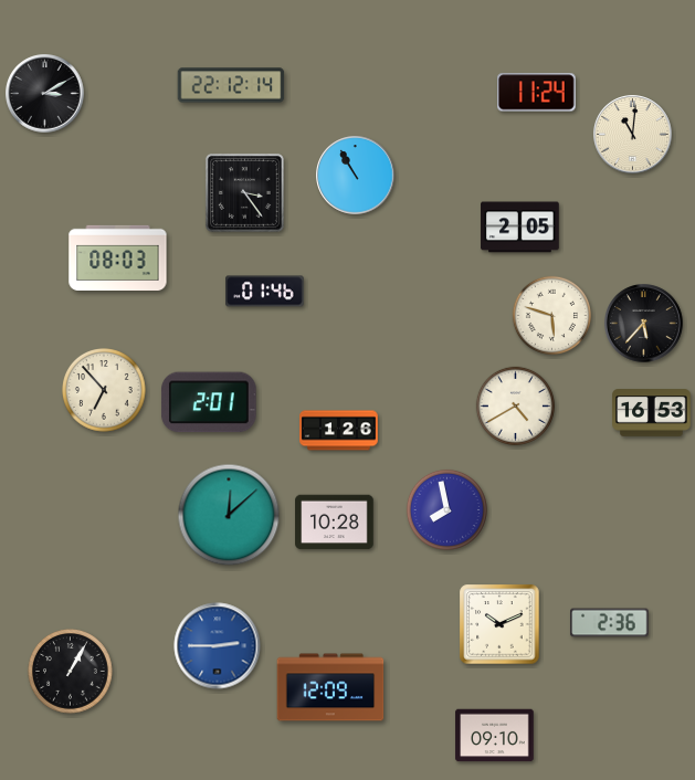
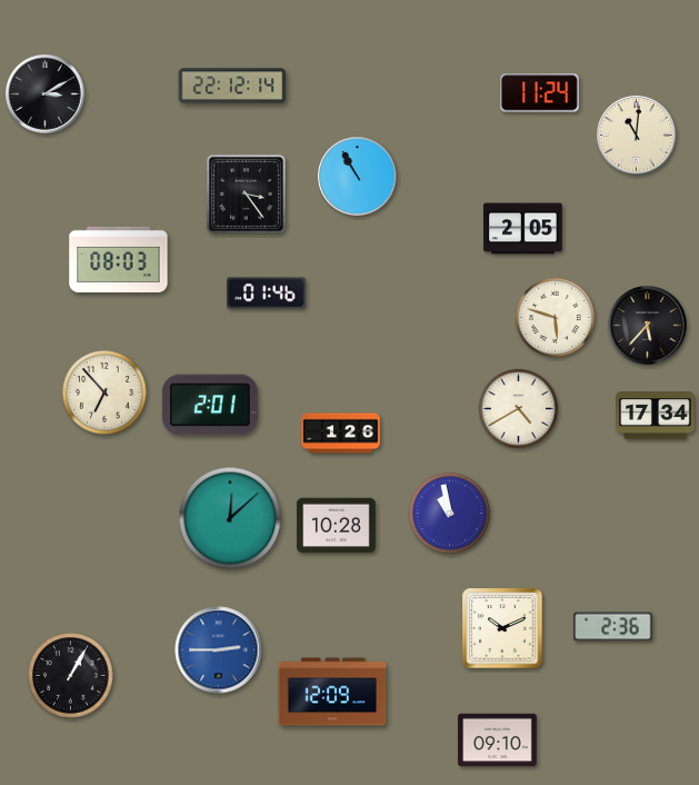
clock at (652, 413): 16:53 -> 17:34
clock at (446, 509): 7:58 -> 10:58
